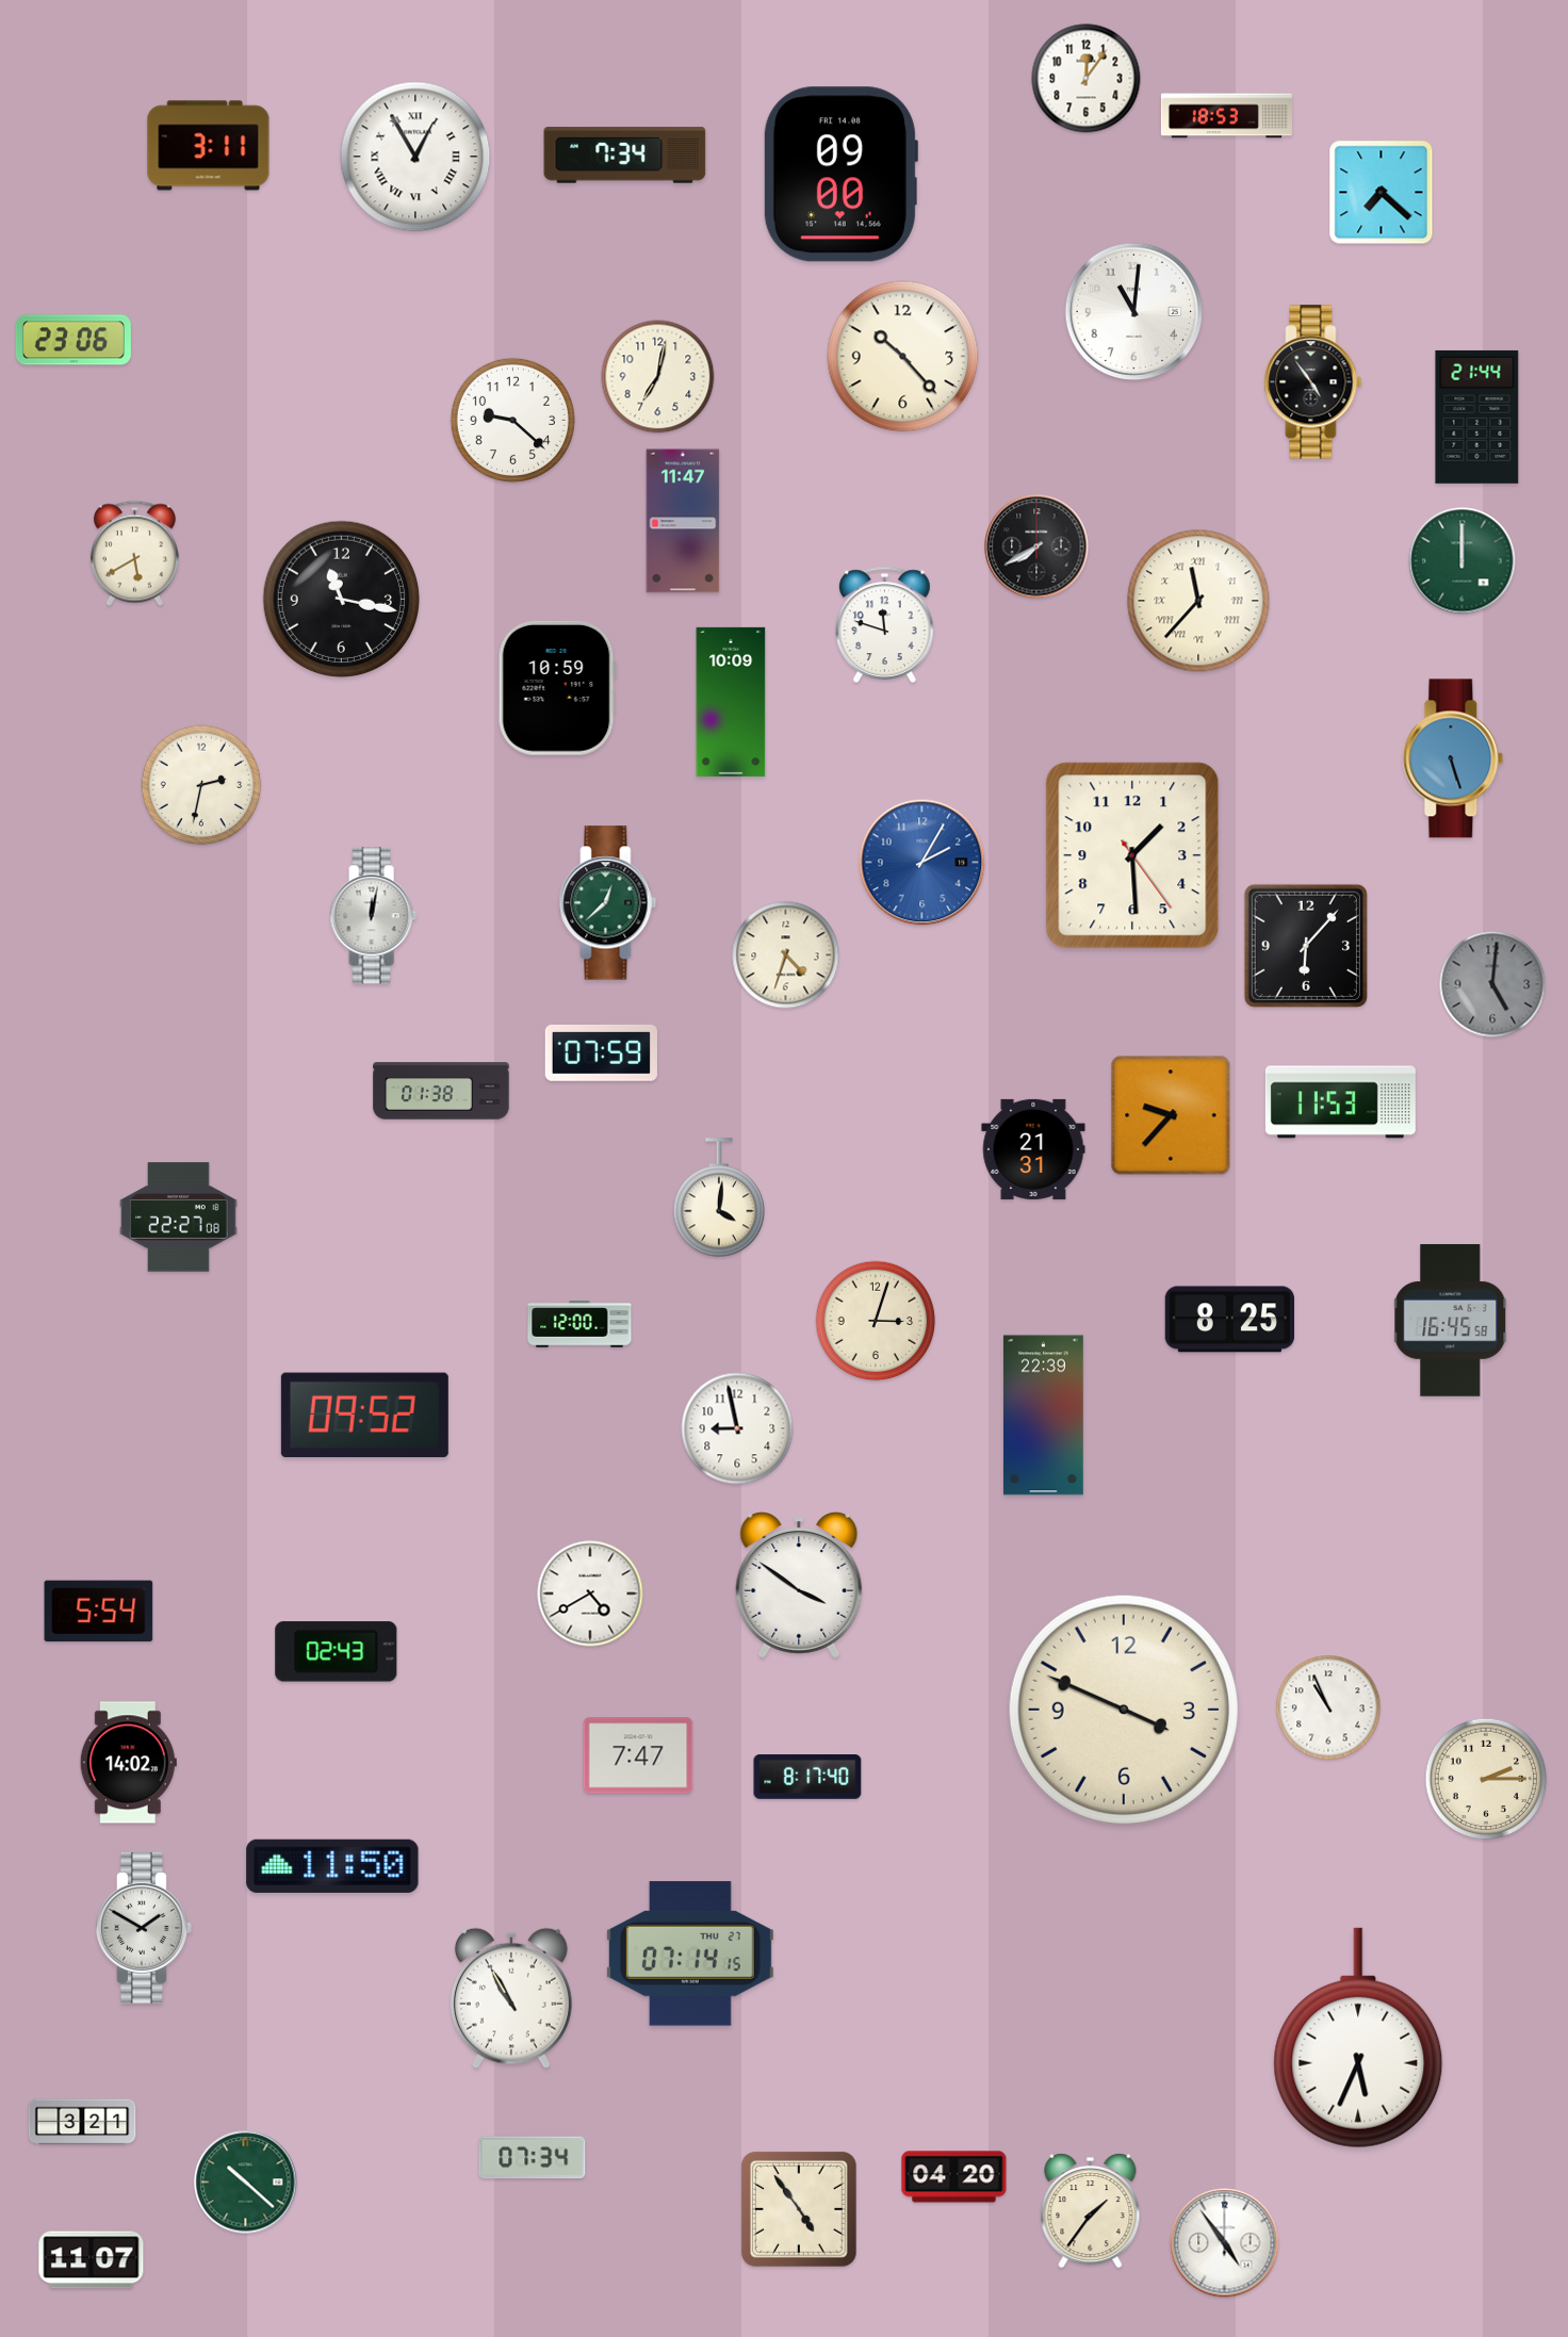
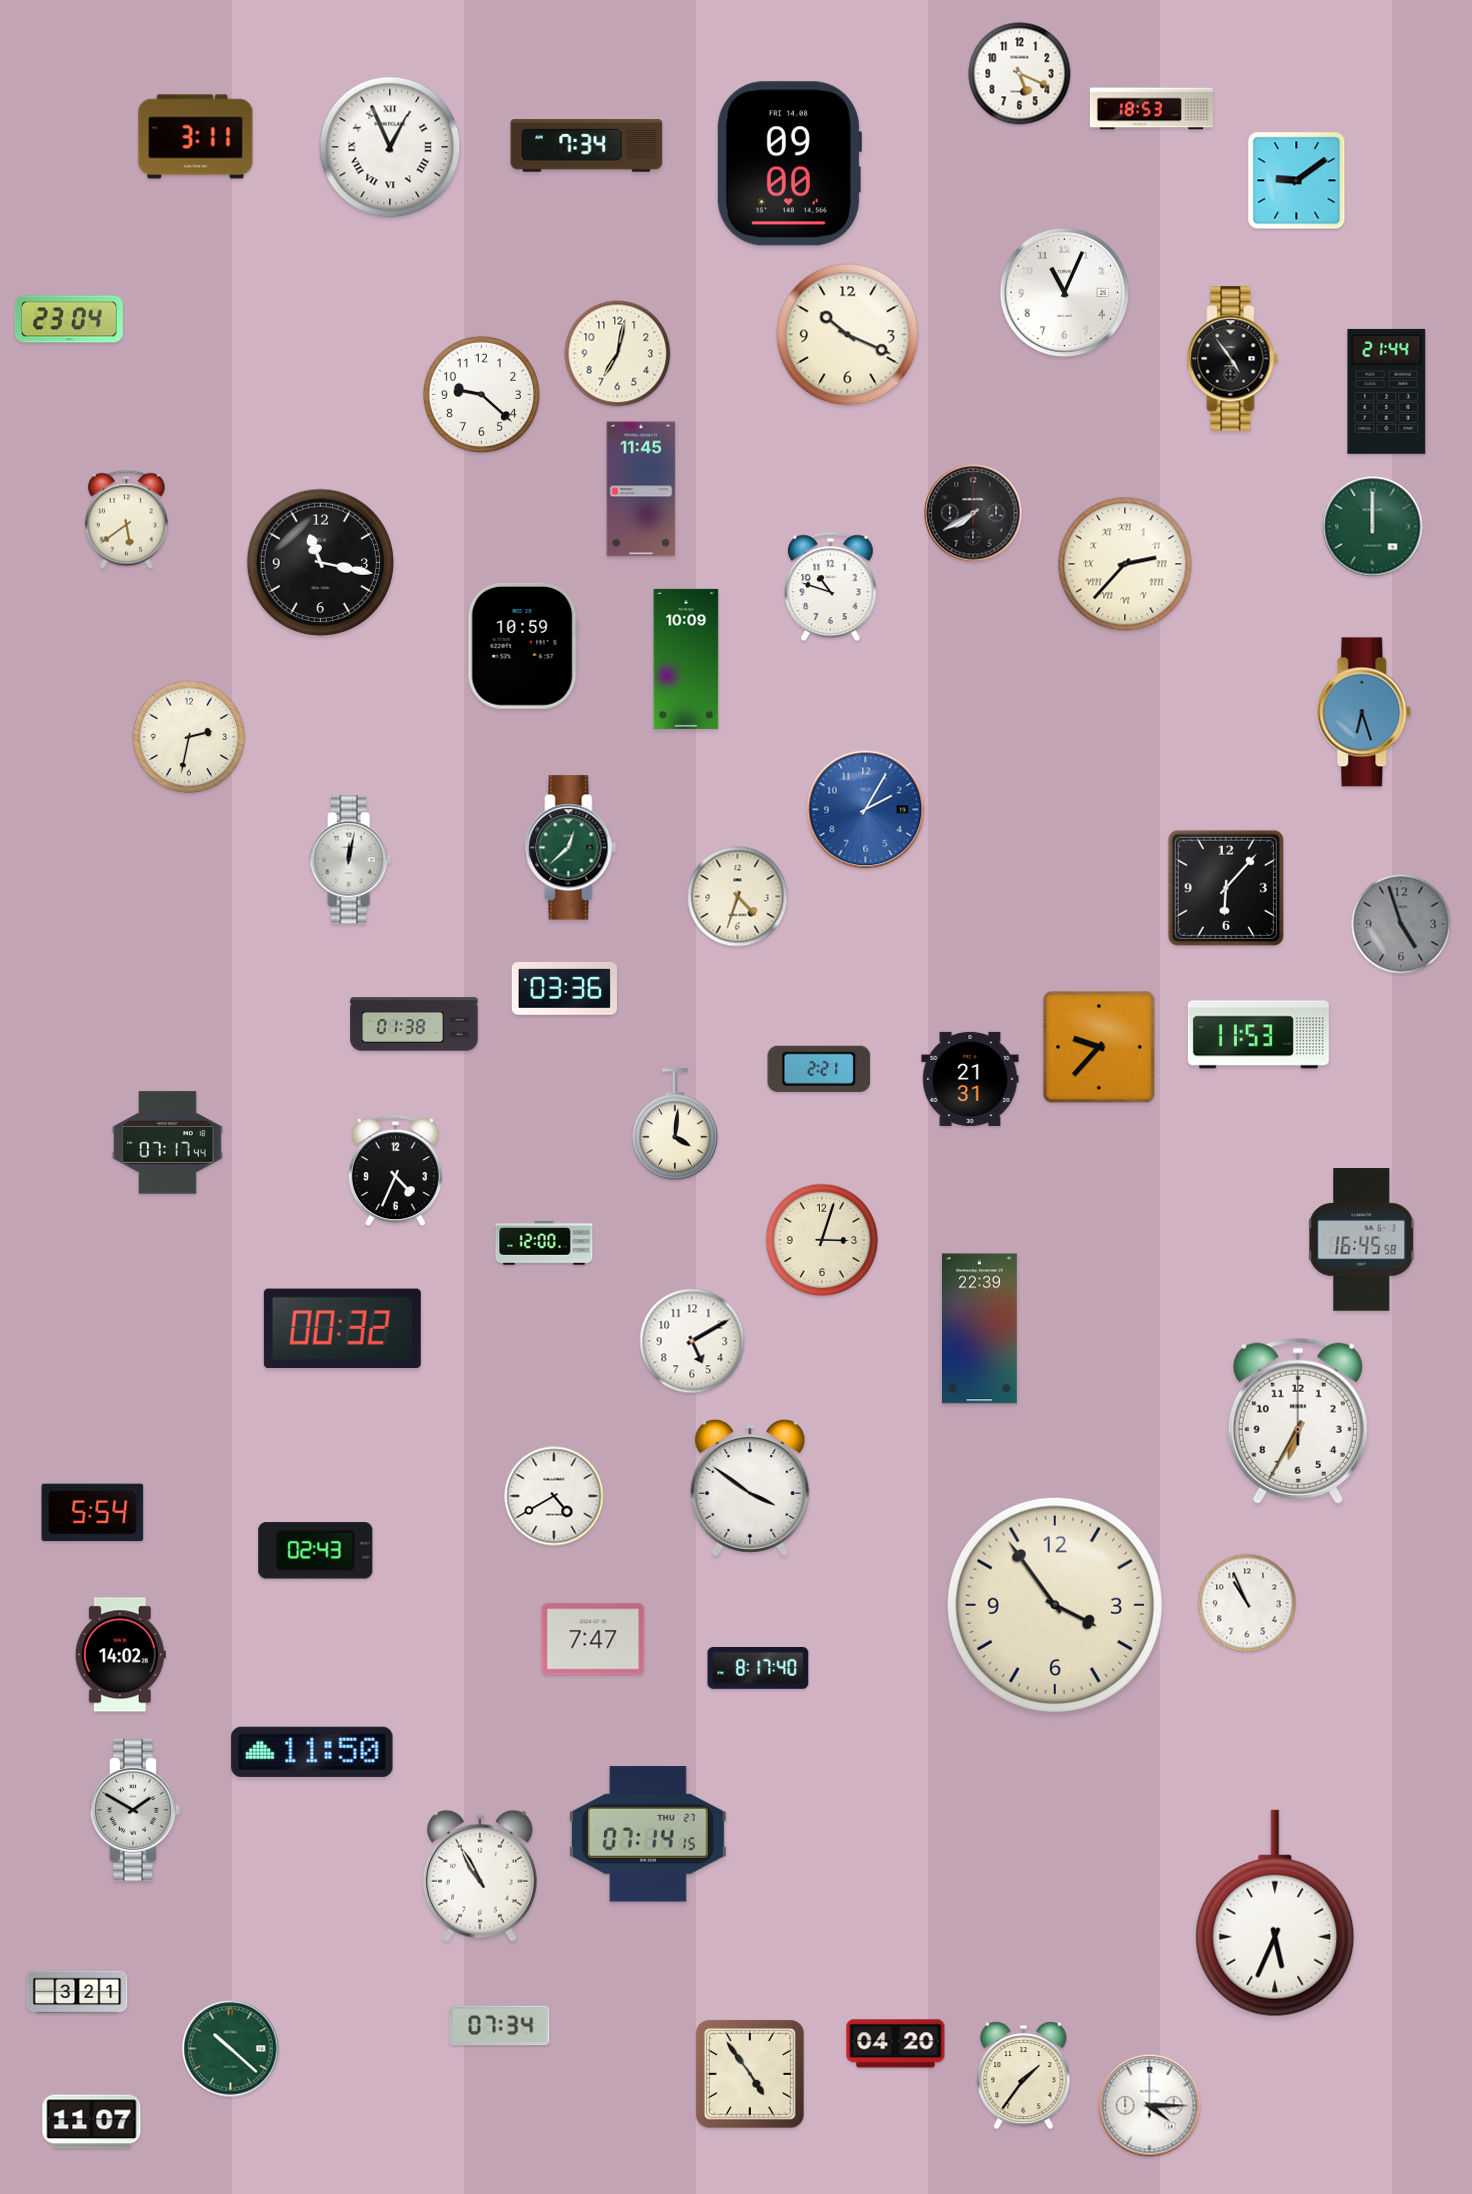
clock at (1087, 79): 12:06 -> 5:19
clock at (415, 157): 12:55 -> 12:56
clock at (1382, 193): 7:22 -> 9:09
clock at (1133, 311): 11:01 -> 11:04
clock at (73, 340): 23:06 -> 23:04
clock at (903, 357): 10:23 -> 10:19
clock at (683, 521): 11:47 -> 11:45
clock at (134, 554): 5:40 -> 5:39
clock at (1198, 601): 11:37 -> 2:37
clock at (885, 624): 11:48 -> 10:48
clock at (1453, 758): 5:27 -> 6:27
clock at (1132, 855): 1:29 -> none
clock at (1492, 984): 5:01 -> 4:57
clock at (601, 1052): 07:59 -> 03:36
clock at (819, 1069): none -> 2:21
clock at (179, 1217): 22:27 -> 07:17
clock at (395, 1171): none -> 4:34
clock at (1229, 1320): 8:25 -> none
clock at (364, 1416): 09:52 -> 00:32
clock at (737, 1428): 8:58 -> 5:10
clock at (1298, 1421): none -> 6:35
clock at (1124, 1710): 3:49 -> 3:54
clock at (638, 1755) position: (638, 1755) -> (593, 1639)
clock at (1486, 1779): 2:15 -> none
clock at (1225, 2243): 4:54 -> 4:15
clock at (92, 2260) position: (92, 2260) -> (92, 2122)
